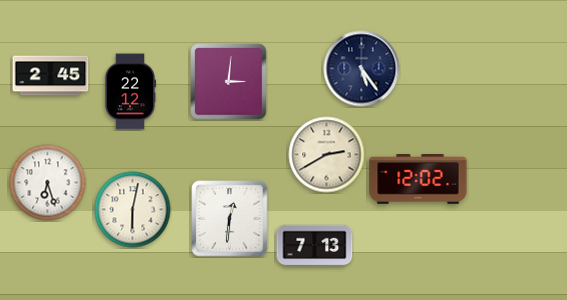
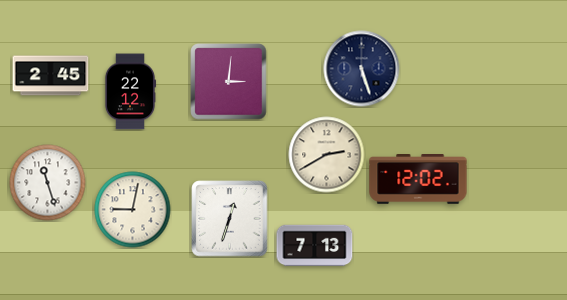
clock at (362, 69): 5:24 -> 5:27
clock at (48, 183): 6:27 -> 11:27
clock at (133, 210): 6:02 -> 9:02
clock at (230, 219): 12:31 -> 12:33
